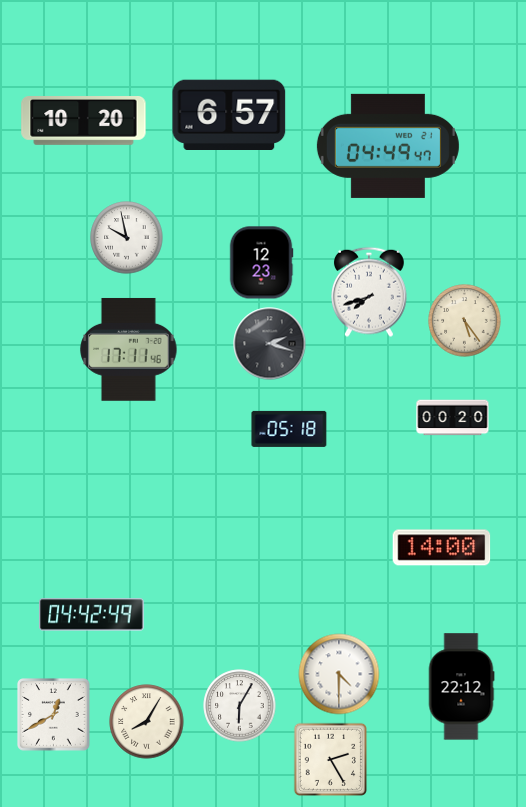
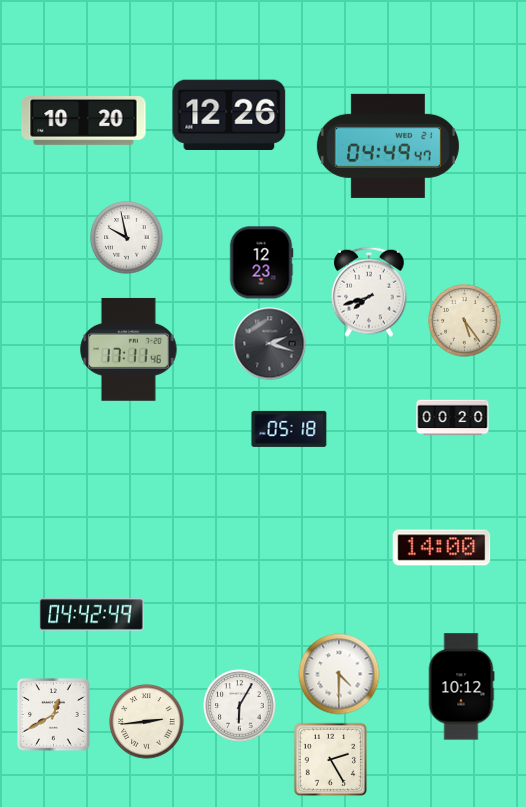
clock at (229, 114): 6:57 -> 12:26
clock at (461, 687): 22:12 -> 10:12
clock at (147, 722): 8:05 -> 2:44
